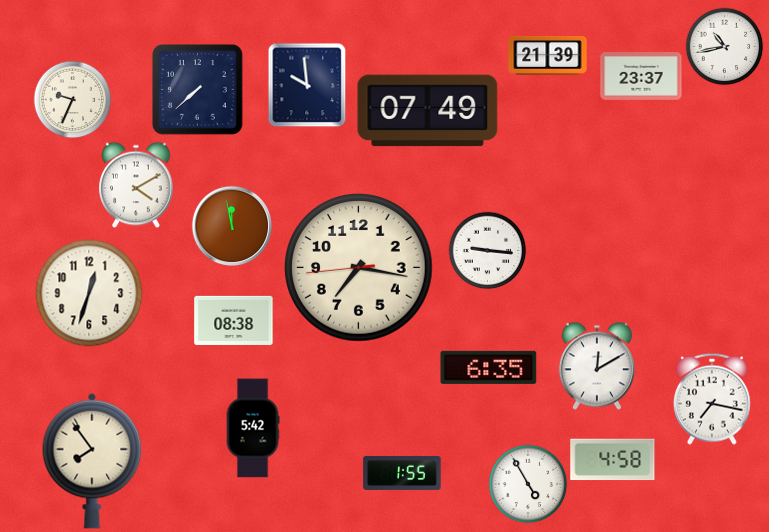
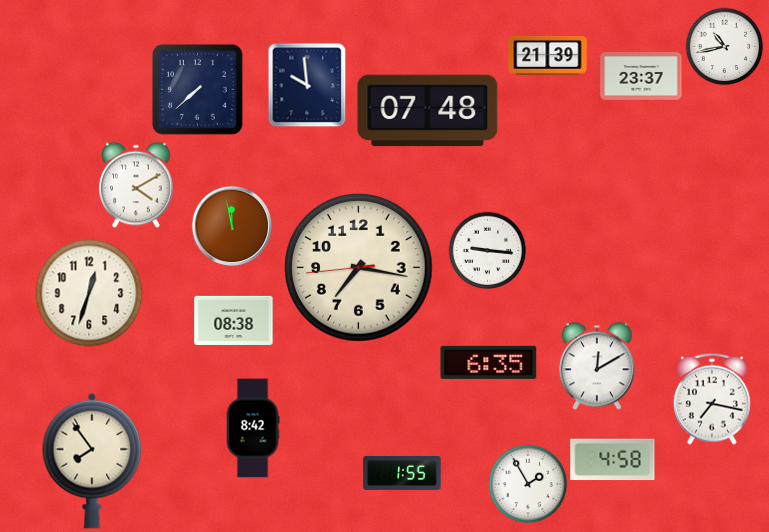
clock at (72, 99): 9:34 -> none
clock at (428, 111): 07:49 -> 07:48
clock at (489, 367) position: (489, 367) -> (489, 362)
clock at (253, 428): 5:42 -> 8:42
clock at (528, 484): 4:55 -> 1:55
